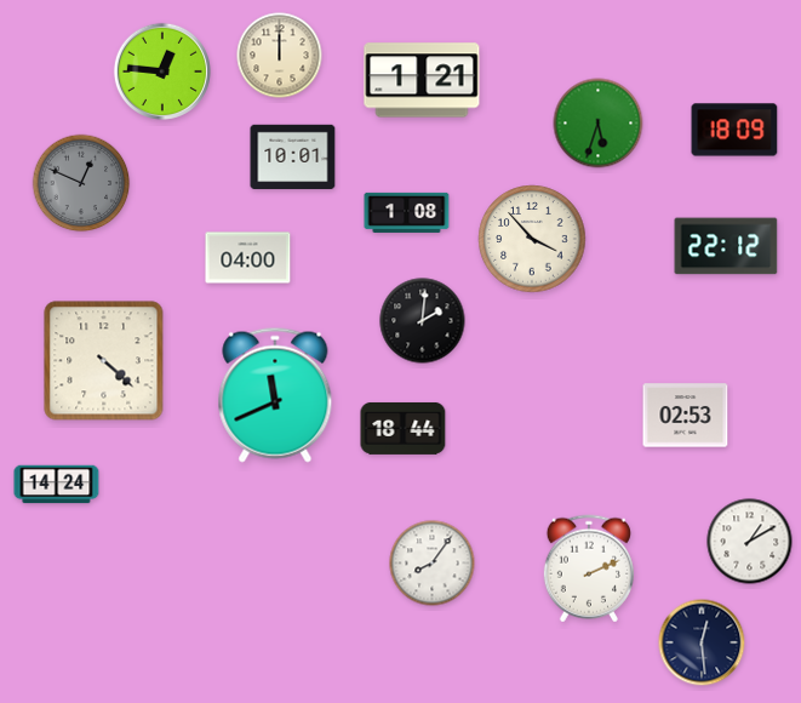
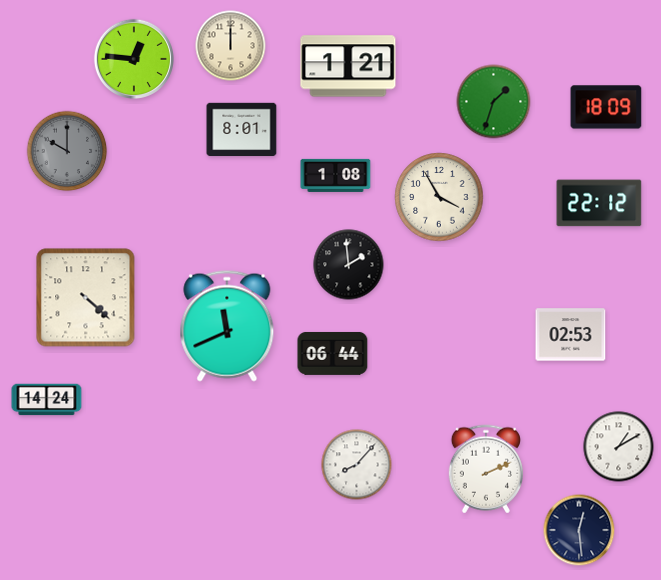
clock at (599, 124): 5:33 -> 1:33
clock at (293, 158): 10:01 -> 8:01
clock at (81, 183): 12:49 -> 10:00
clock at (532, 239): 3:53 -> 3:55
clock at (248, 258): 04:00 -> none
clock at (423, 321): 2:01 -> 1:59
clock at (686, 416) position: (686, 416) -> (571, 335)
clock at (404, 428): 18:44 -> 06:44
clock at (433, 564): 8:06 -> 8:07
